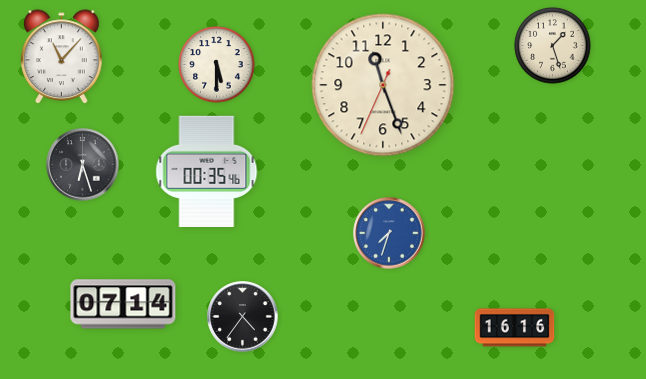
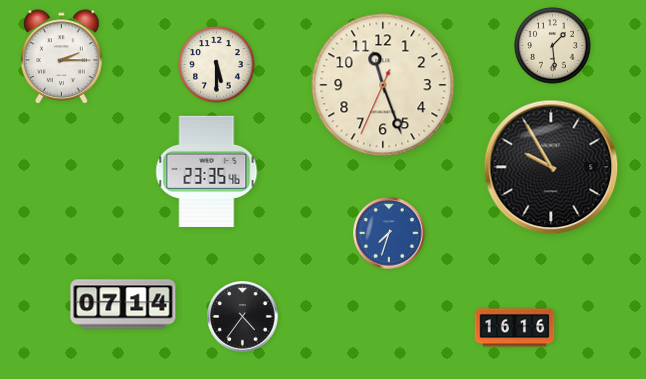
clock at (553, 46): 1:27 -> 1:29
clock at (62, 57): 11:07 -> 2:15
clock at (83, 165): 6:27 -> none
clock at (551, 167): none -> 9:55
clock at (207, 171): 00:35 -> 23:35
